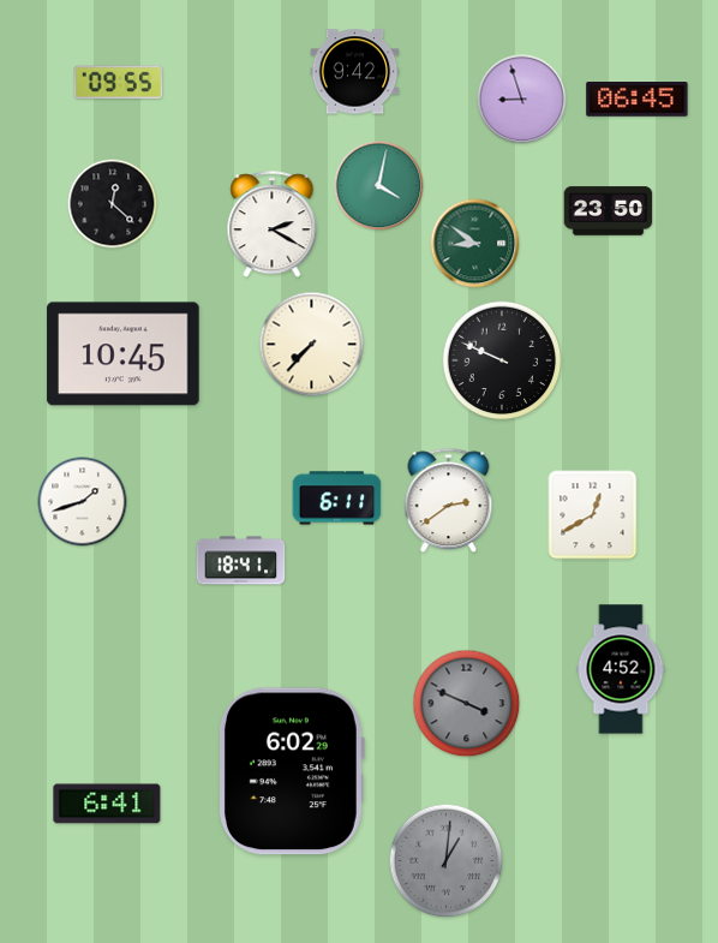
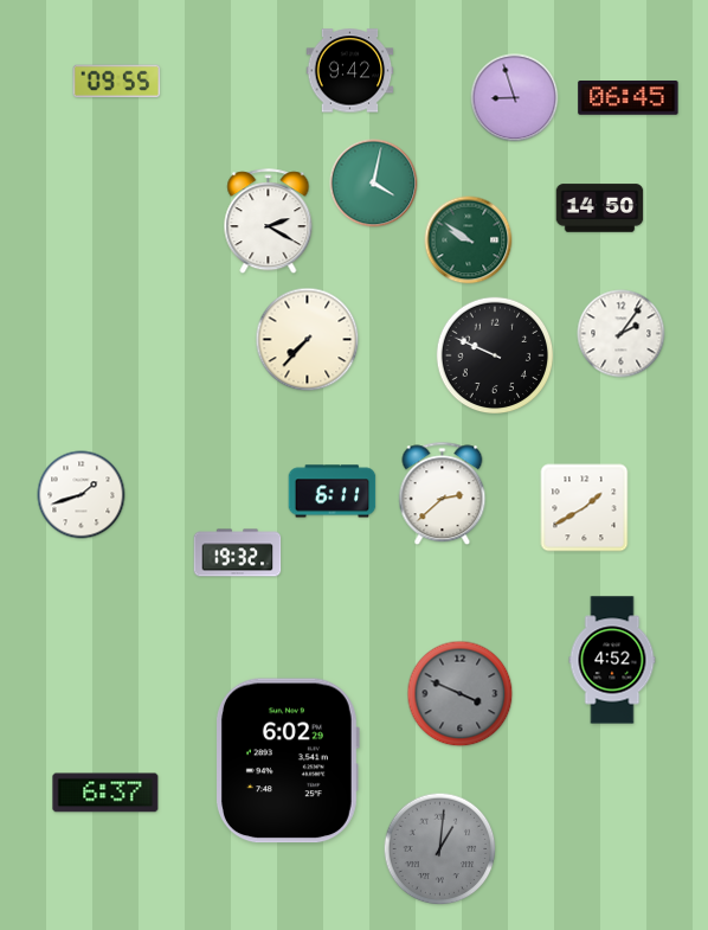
clock at (113, 204): 12:22 -> none
clock at (609, 211): 23:50 -> 14:50
clock at (475, 244): 8:51 -> 9:51
clock at (622, 334): none -> 2:06
clock at (124, 354): 10:45 -> none
clock at (449, 501): 2:39 -> 2:38
clock at (593, 515): 12:40 -> 1:40
clock at (241, 561): 18:41 -> 19:32
clock at (107, 804): 6:41 -> 6:37
